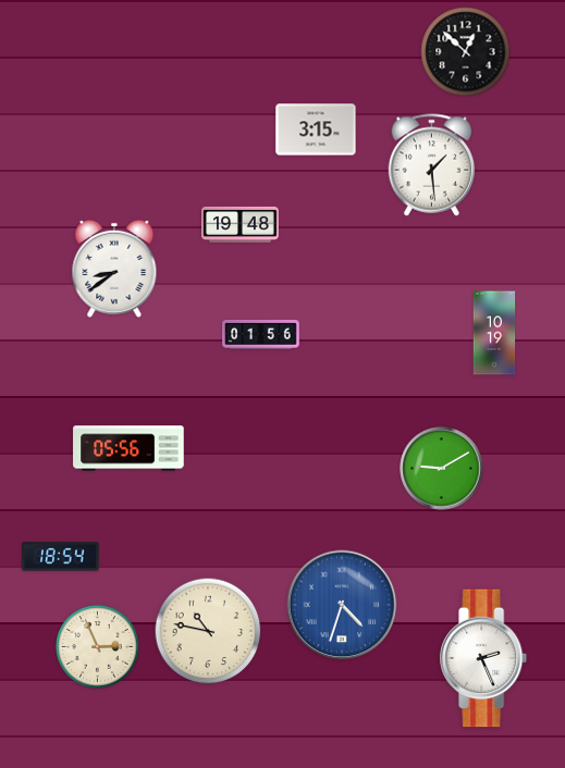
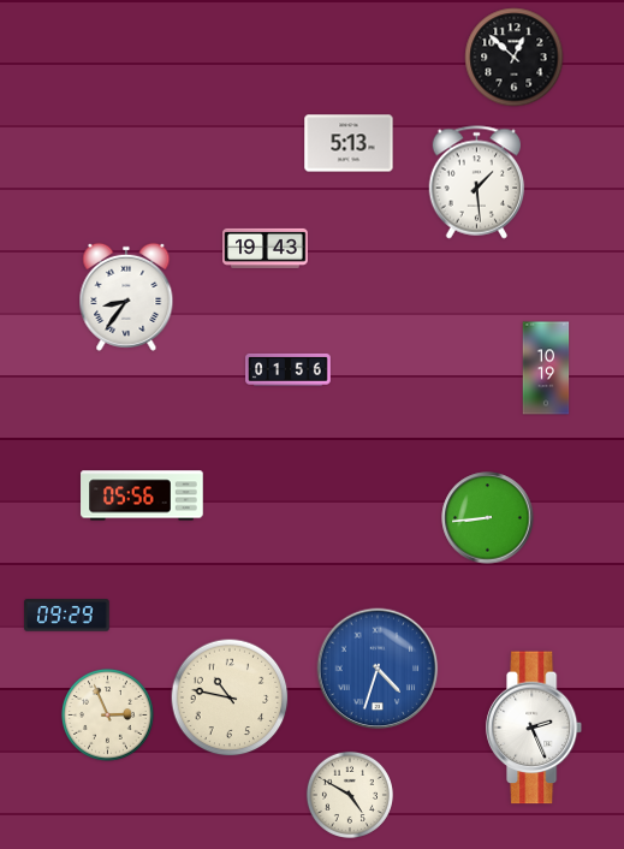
clock at (316, 129): 3:15 -> 5:13
clock at (241, 224): 19:48 -> 19:43
clock at (114, 269): 8:39 -> 8:36
clock at (442, 469): 9:10 -> 8:44
clock at (61, 557): 18:54 -> 09:29
clock at (350, 795): none -> 4:50
